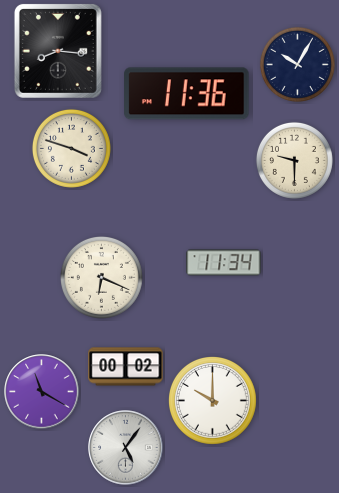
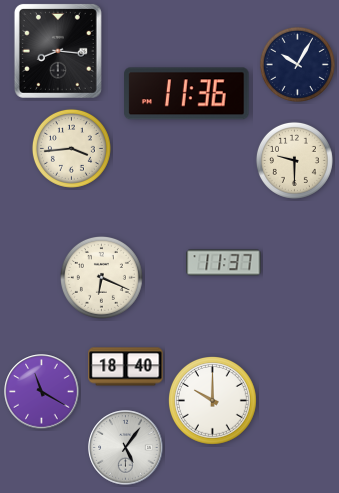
clock at (71, 148): 3:48 -> 3:44
clock at (224, 263): 11:34 -> 11:37
clock at (126, 367): 00:02 -> 18:40
